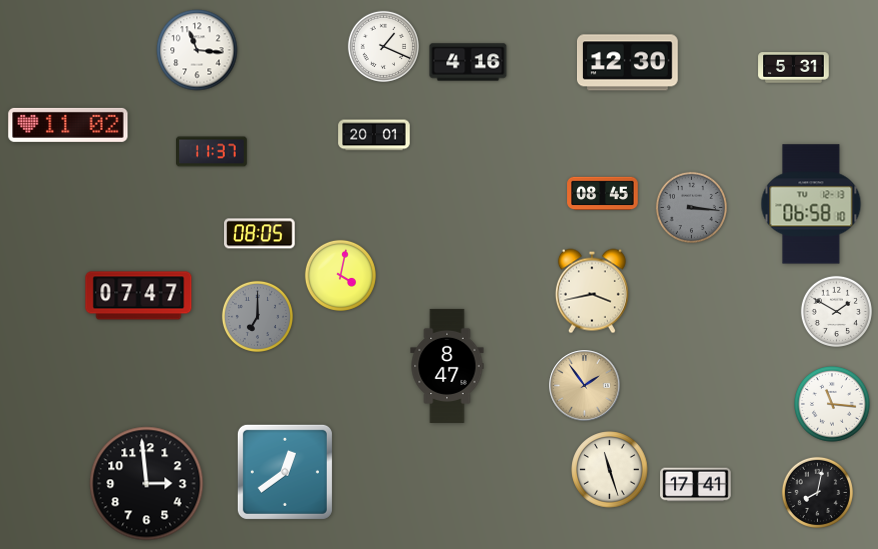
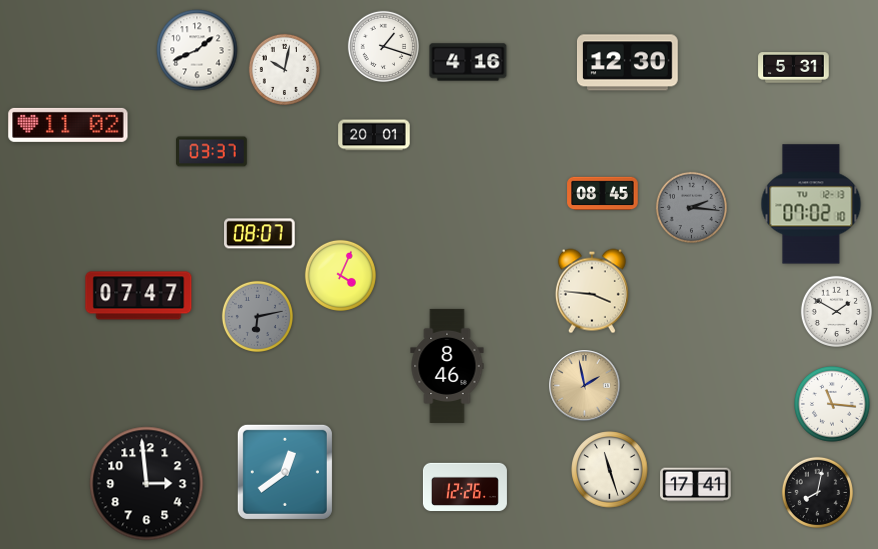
clock at (383, 46): 1:19 -> 1:18
clock at (197, 50): 11:16 -> 1:41
clock at (284, 69): none -> 10:02
clock at (212, 152): 11:37 -> 03:37
clock at (811, 204): 06:58 -> 07:02
clock at (691, 207): 3:16 -> 2:16
clock at (260, 234): 08:05 -> 08:07
clock at (340, 275): 4:02 -> 4:04
clock at (592, 291): 3:43 -> 3:46
clock at (257, 316): 7:00 -> 6:13
clock at (447, 366): 8:47 -> 8:46
clock at (585, 386): 1:54 -> 1:58
clock at (465, 487): none -> 12:26
